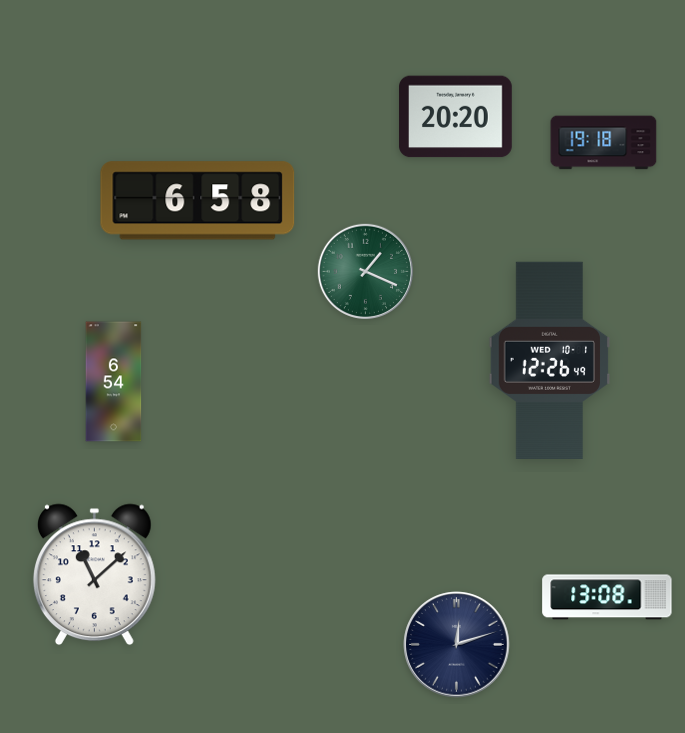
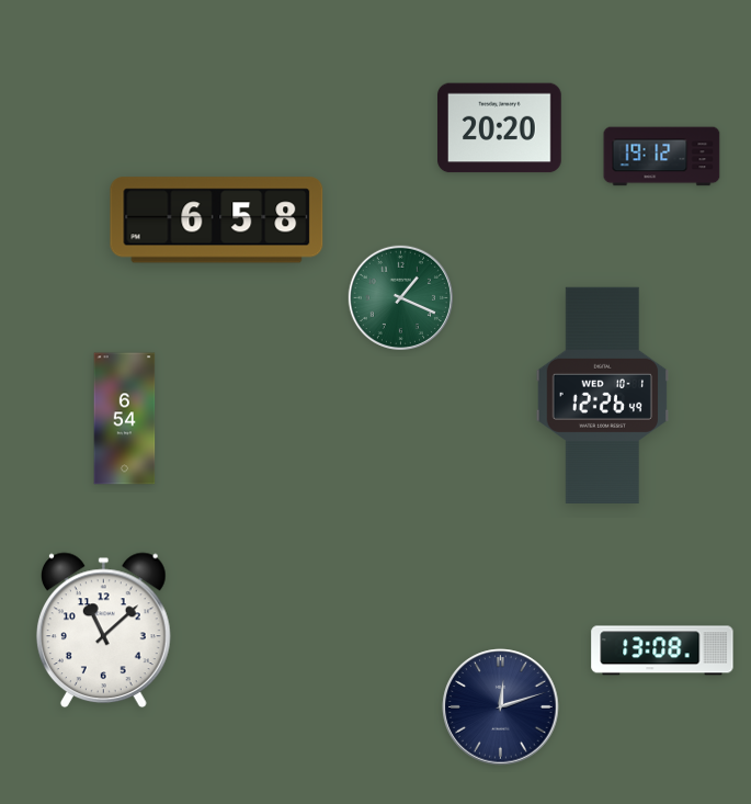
clock at (604, 143): 19:18 -> 19:12
clock at (607, 597) position: (607, 597) -> (662, 650)
